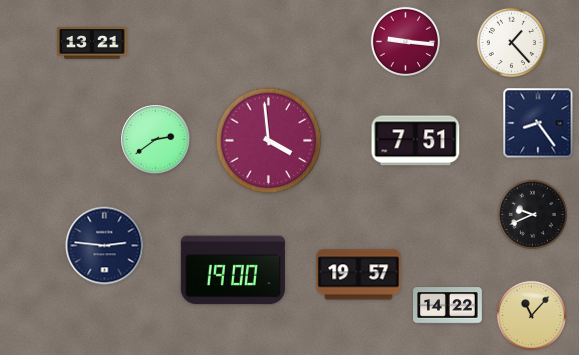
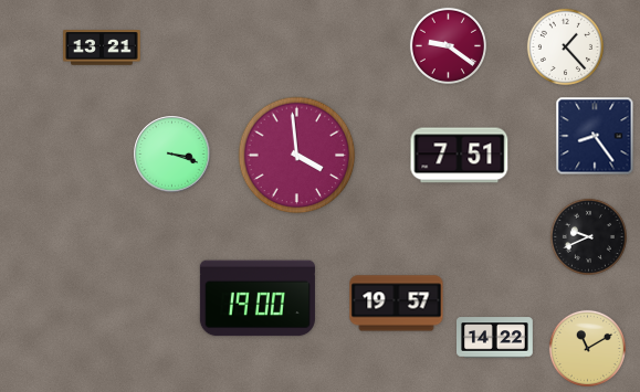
clock at (405, 41): 9:16 -> 9:21
clock at (156, 140): 2:39 -> 3:18
clock at (105, 246): 2:46 -> none
clock at (531, 315): 11:07 -> 11:10
